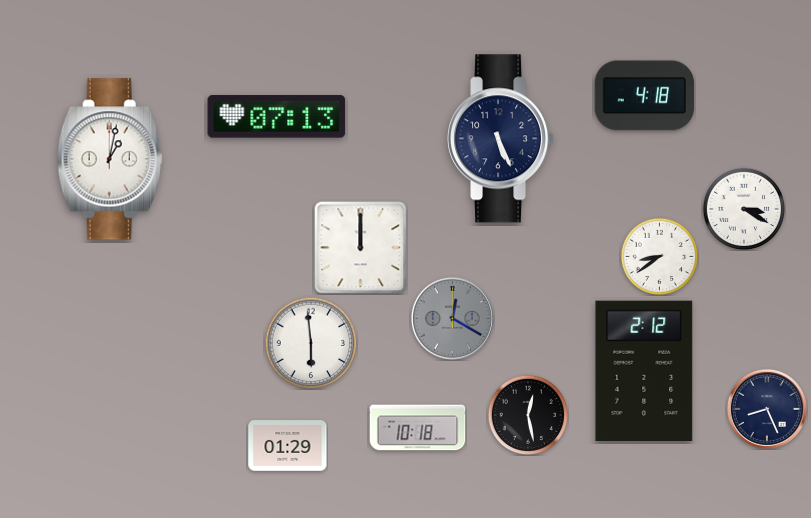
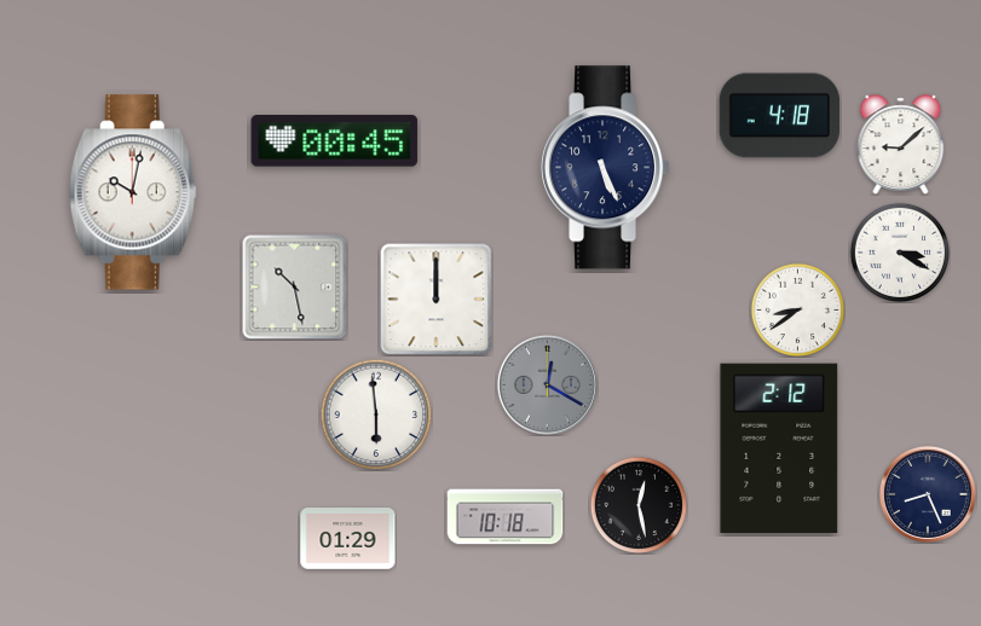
clock at (277, 117): 07:13 -> 00:45
clock at (901, 145): none -> 9:08
clock at (110, 159): 1:02 -> 10:02
clock at (294, 286): none -> 10:28
clock at (527, 414) position: (527, 414) -> (637, 504)
